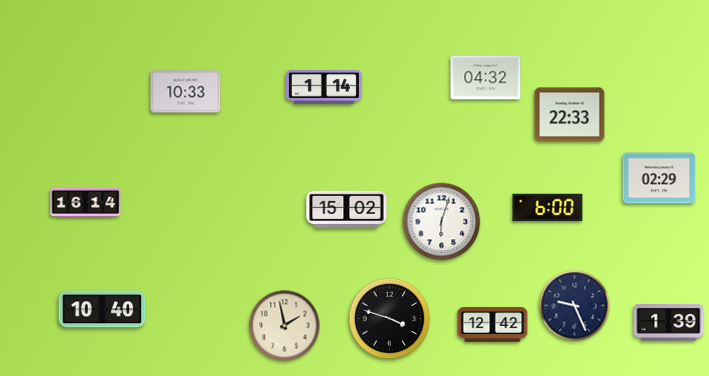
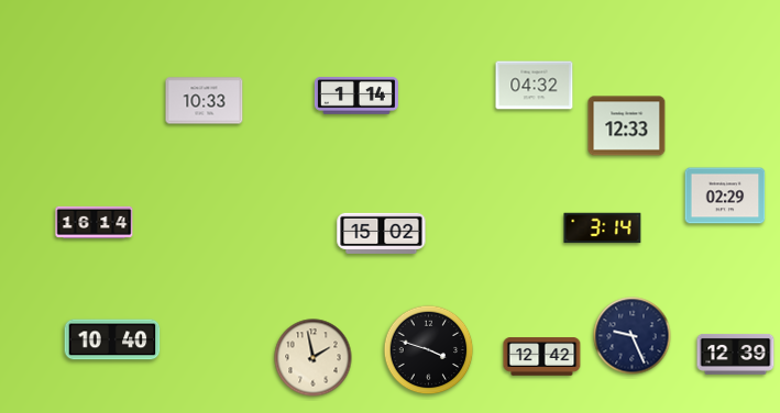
clock at (570, 115): 22:33 -> 12:33
clock at (548, 208): 6:00 -> 3:14
clock at (347, 209) position: (347, 209) -> (382, 233)
clock at (442, 222): 6:03 -> none
clock at (669, 322): 1:39 -> 12:39
